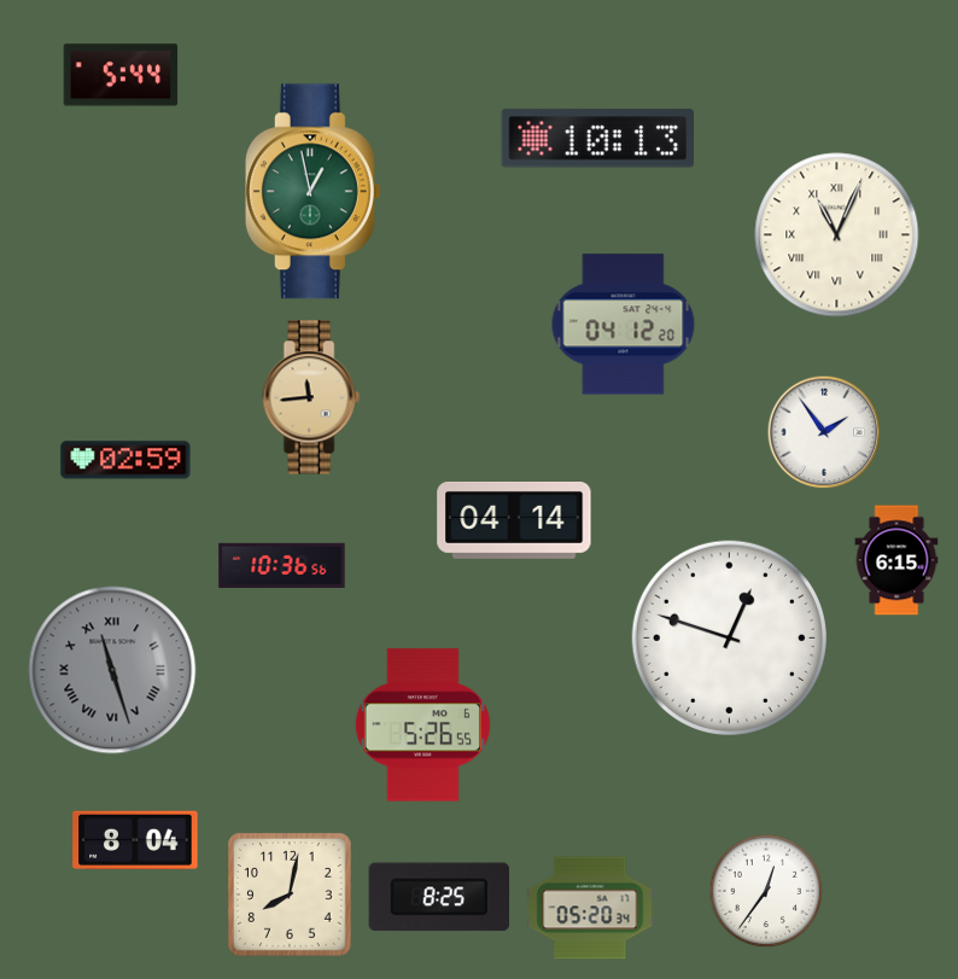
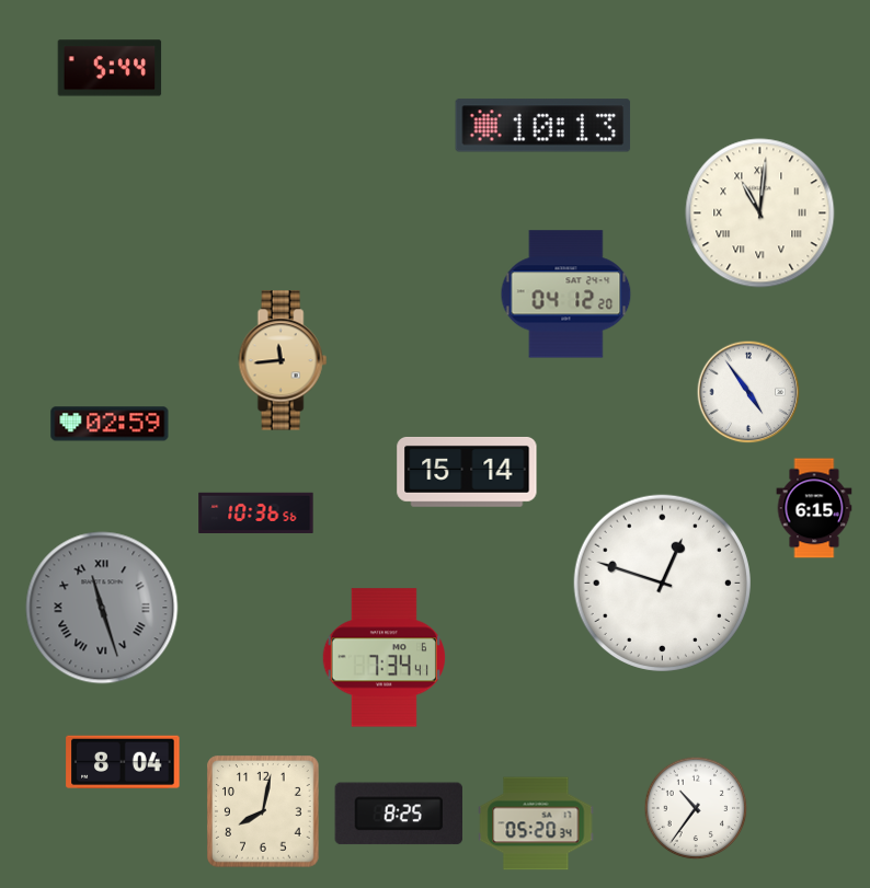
clock at (312, 192): 12:58 -> none
clock at (837, 235): 11:04 -> 11:01
clock at (824, 432): 1:54 -> 4:54
clock at (125, 460) position: (125, 460) -> (110, 424)
clock at (514, 520): 04:14 -> 15:14
clock at (729, 637) position: (729, 637) -> (662, 583)
clock at (422, 725): 5:26 -> 7:34
clock at (766, 891): 12:36 -> 10:36
